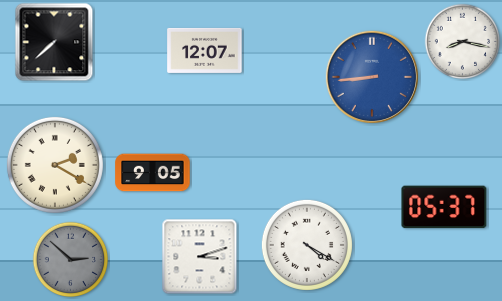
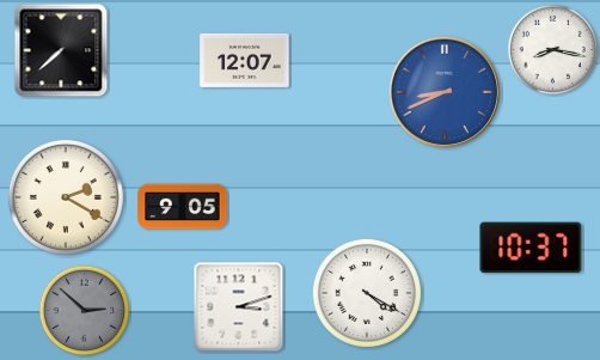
clock at (54, 42) position: (54, 42) -> (61, 50)
clock at (372, 77): 8:44 -> 8:41
clock at (444, 207): 05:37 -> 10:37
